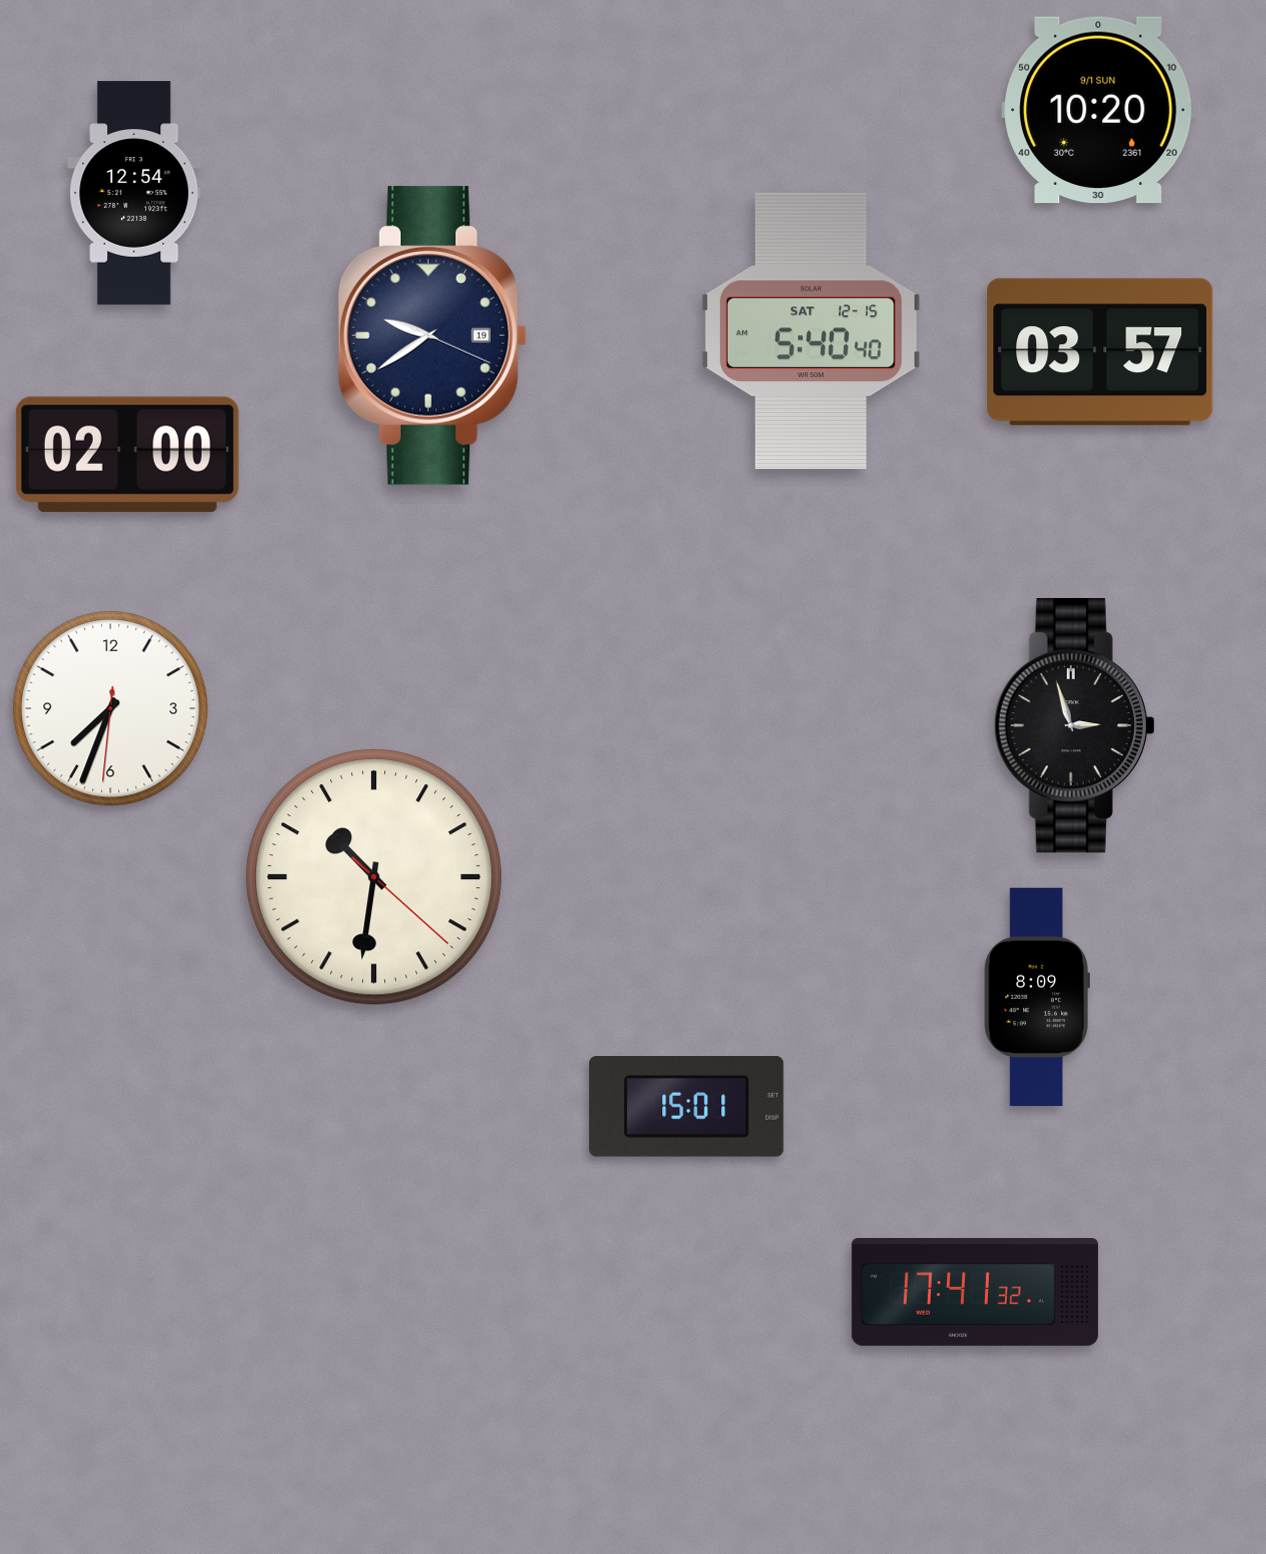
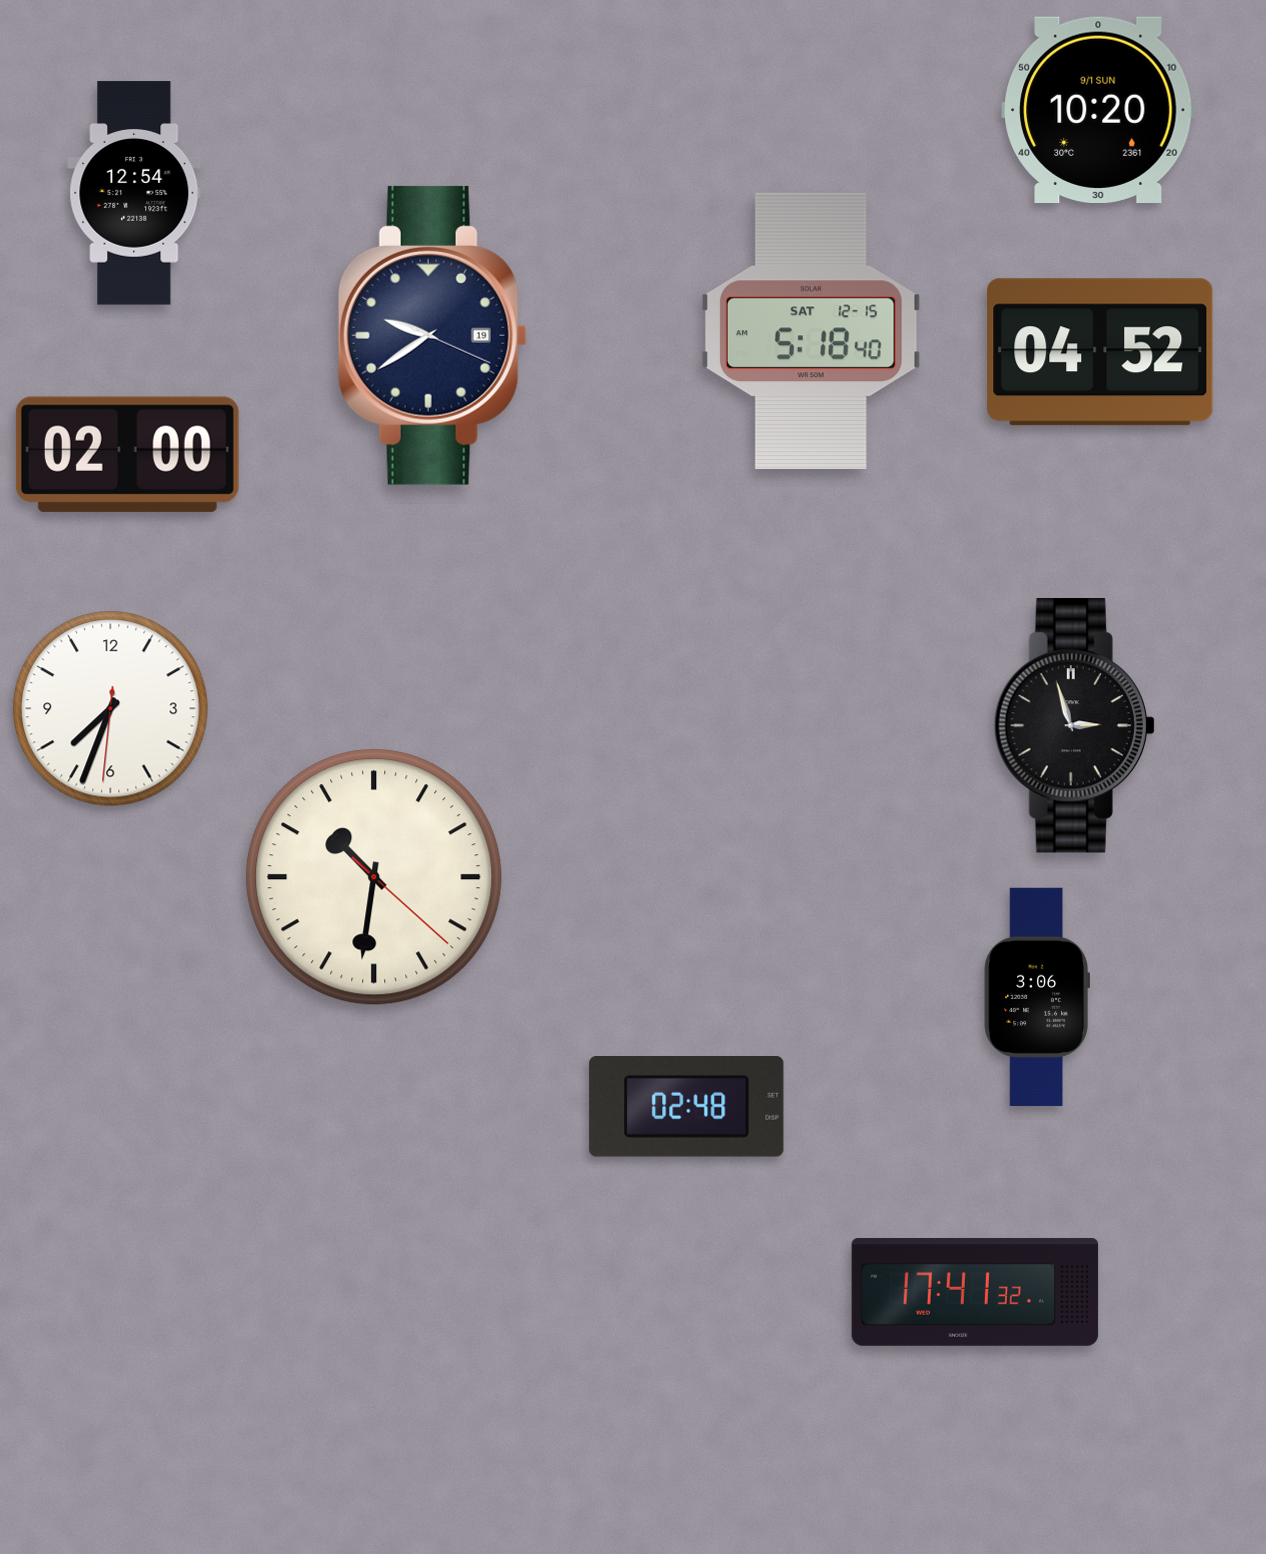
clock at (811, 331): 5:40 -> 5:18
clock at (1100, 352): 03:57 -> 04:52
clock at (1036, 997): 8:09 -> 3:06
clock at (687, 1107): 15:01 -> 02:48
